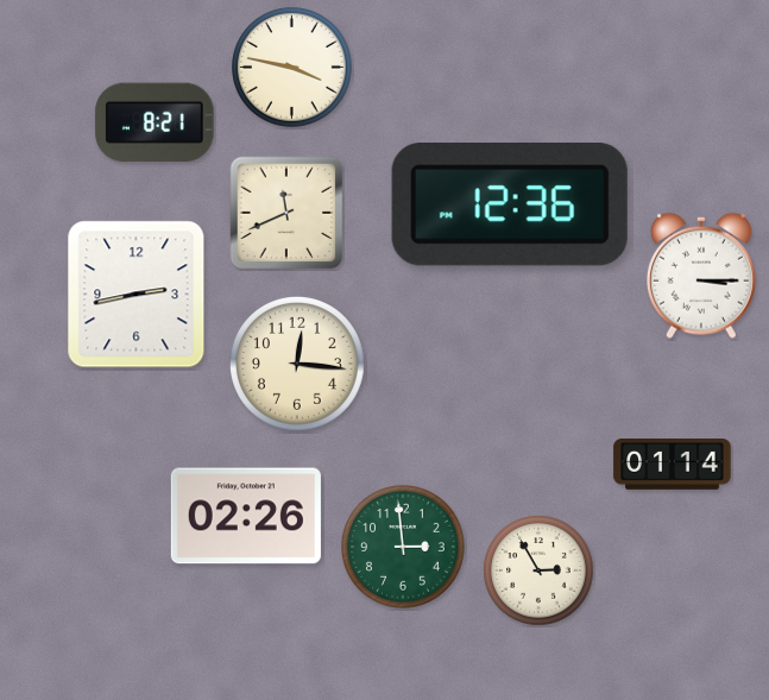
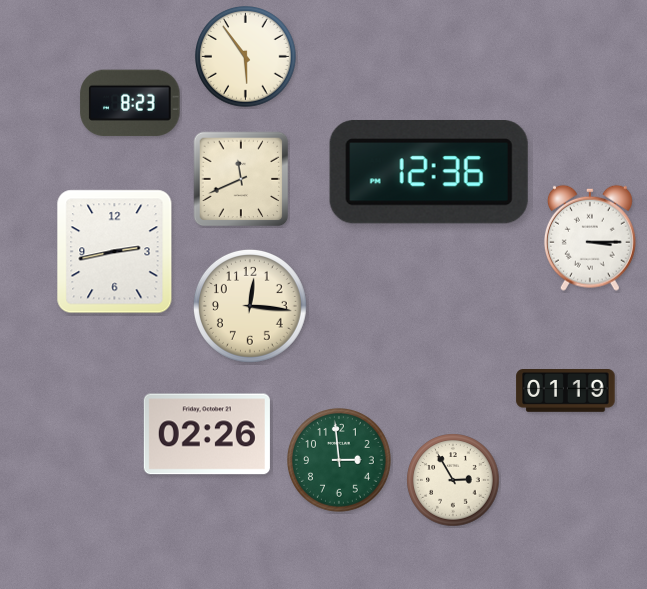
clock at (292, 68): 3:47 -> 5:54
clock at (155, 122): 8:21 -> 8:23
clock at (701, 276) position: (701, 276) -> (590, 238)
clock at (137, 295) position: (137, 295) -> (115, 252)
clock at (673, 465): 01:14 -> 01:19
